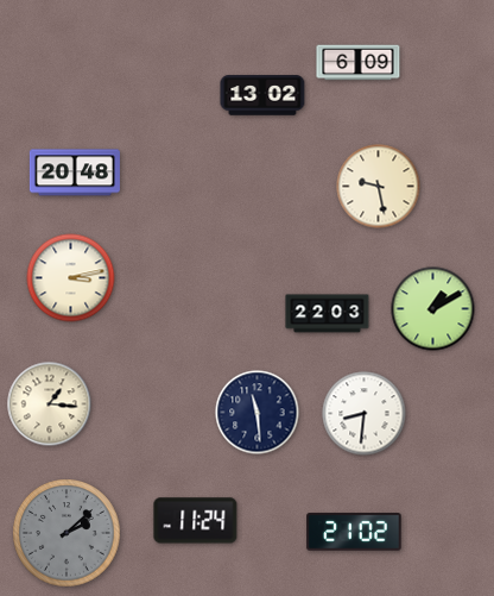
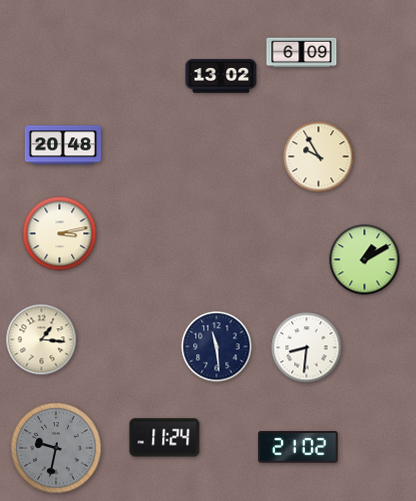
clock at (262, 95) position: (262, 95) -> (221, 76)
clock at (379, 187): 9:28 -> 9:55
clock at (328, 314): 22:03 -> none
clock at (66, 533): 2:08 -> 9:32
